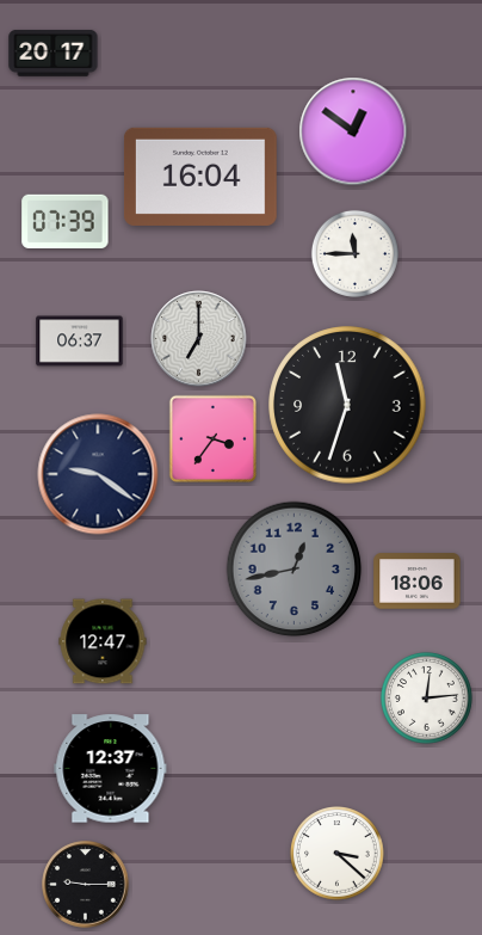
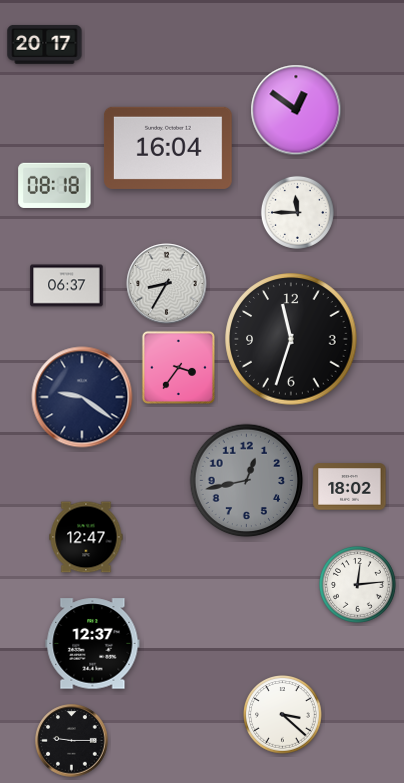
clock at (66, 221): 07:39 -> 08:18
clock at (199, 339): 7:00 -> 8:35
clock at (295, 570) position: (295, 570) -> (247, 481)
clock at (418, 582): 18:06 -> 18:02
